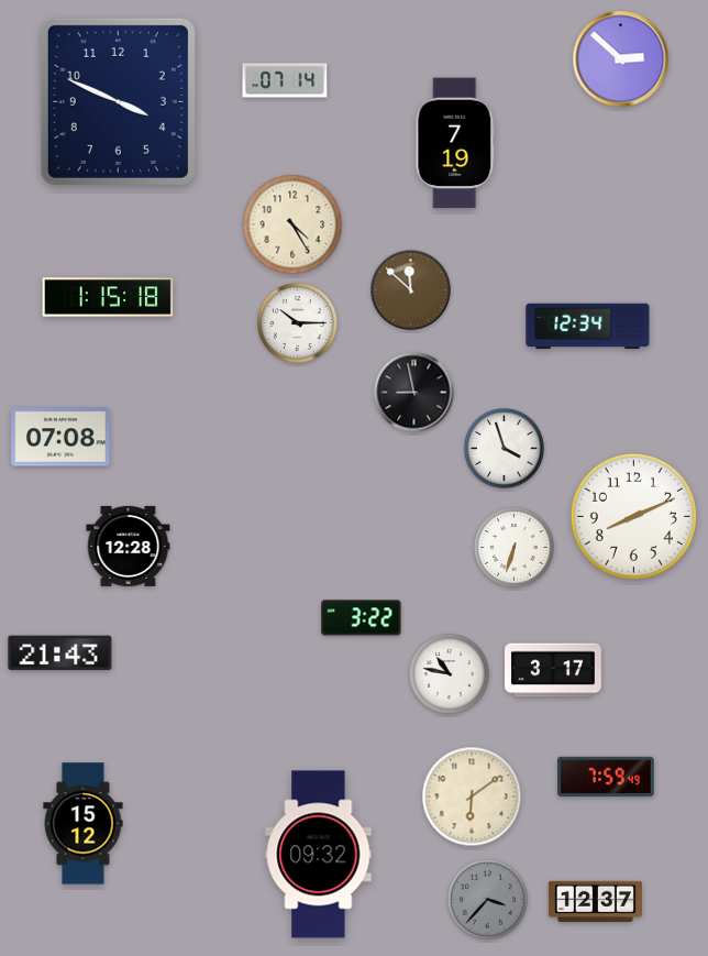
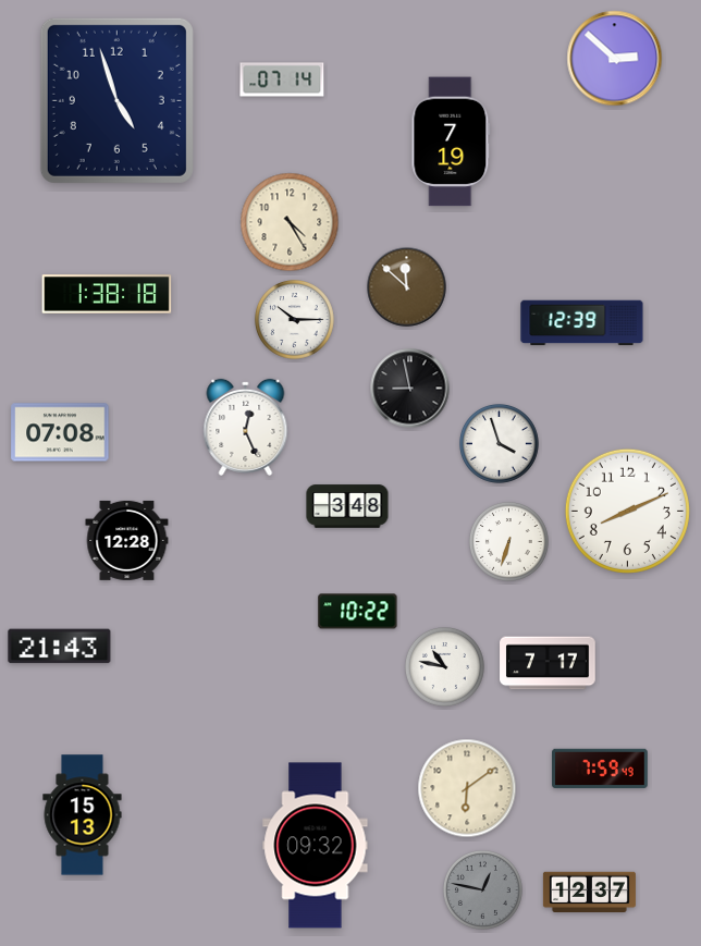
clock at (118, 101): 3:49 -> 4:57
clock at (108, 297): 1:15 -> 1:38
clock at (588, 327): 12:34 -> 12:39
clock at (246, 427): none -> 12:26
clock at (347, 506): none -> 3:48
clock at (362, 618): 3:22 -> 10:22
clock at (553, 670): 3:17 -> 7:17
clock at (84, 824): 15:12 -> 15:13
clock at (488, 900): 3:37 -> 12:47
